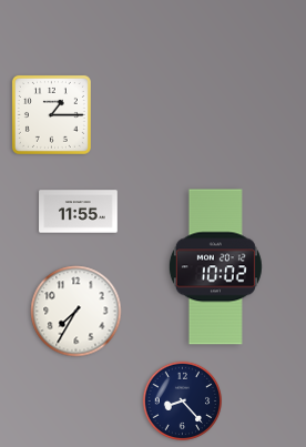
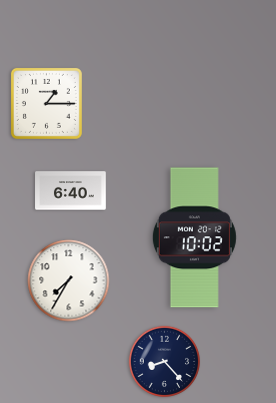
clock at (79, 212): 11:55 -> 6:40
clock at (215, 267) position: (215, 267) -> (194, 238)
